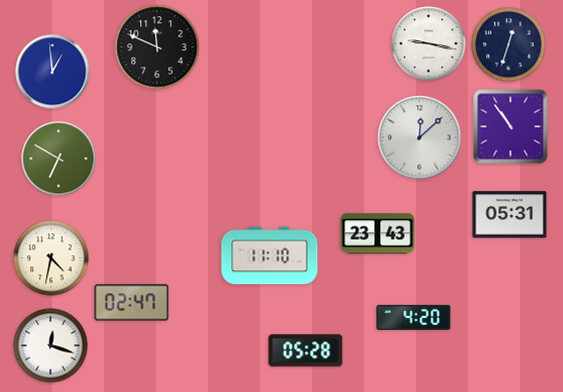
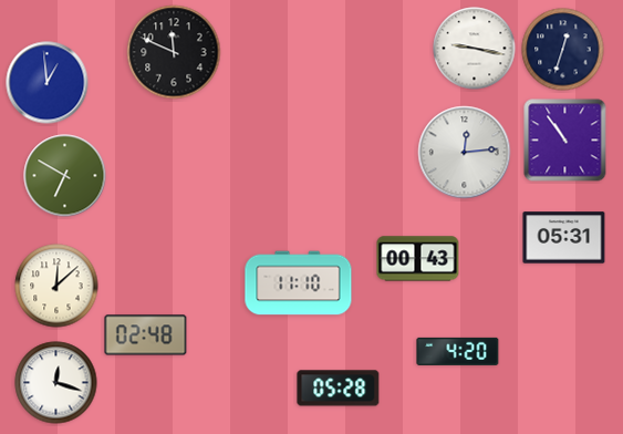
clock at (53, 72) position: (53, 72) -> (48, 83)
clock at (420, 138): 12:08 -> 12:14
clock at (378, 234): 23:43 -> 00:43
clock at (51, 258): 4:32 -> 12:08
clock at (132, 303): 02:47 -> 02:48
